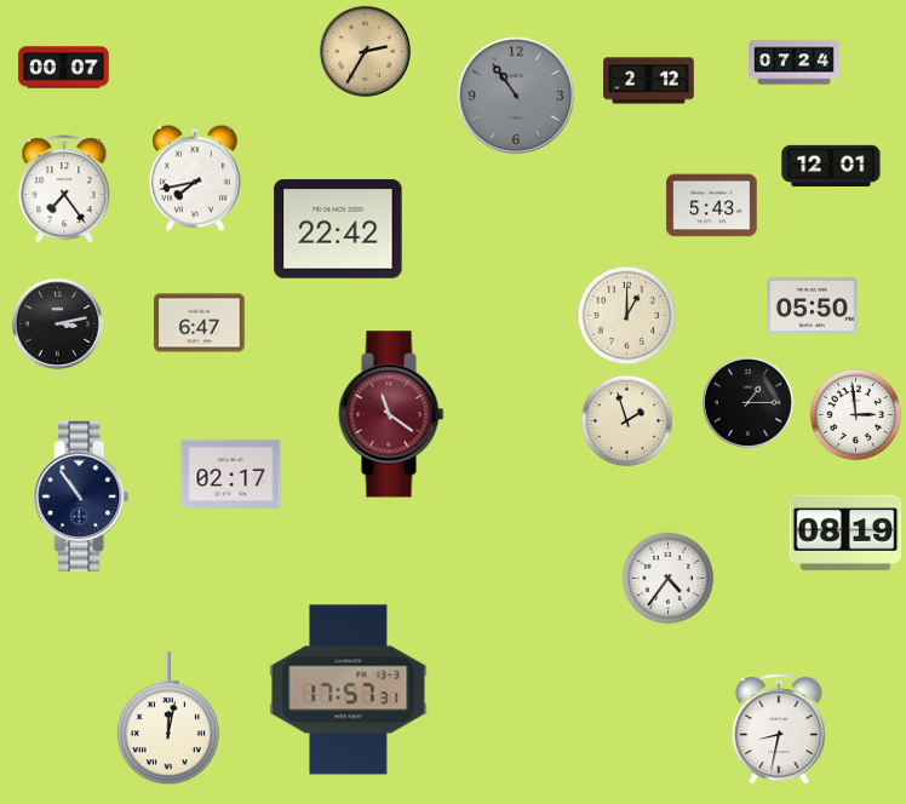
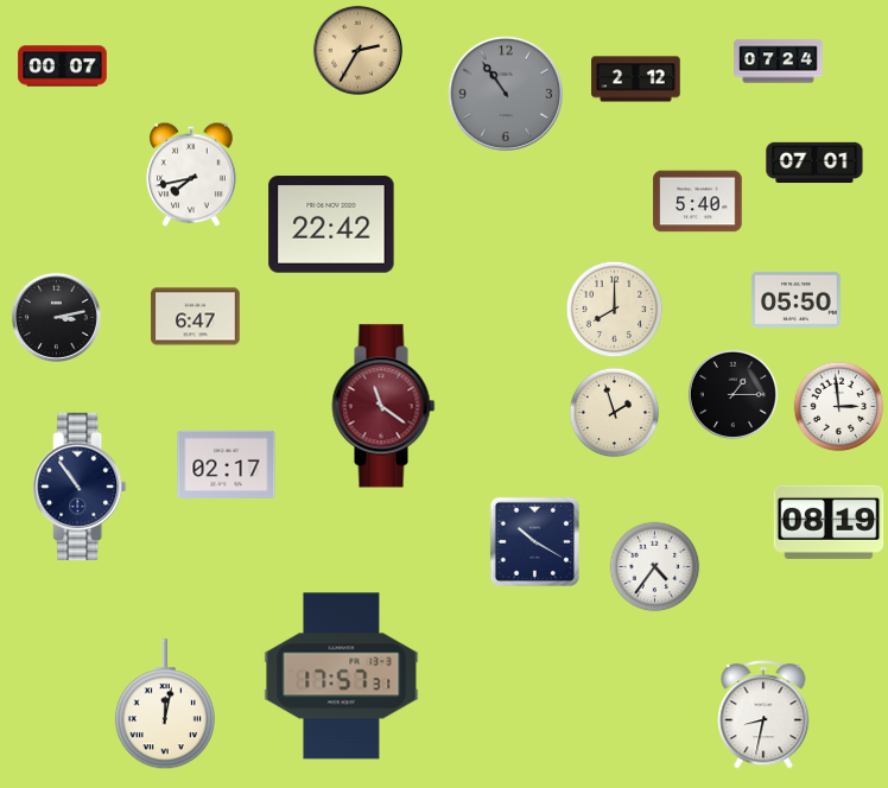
clock at (831, 166): 12:01 -> 07:01
clock at (64, 190): 7:24 -> none
clock at (712, 206): 5:43 -> 5:40
clock at (627, 316): 1:00 -> 8:00
clock at (534, 541): none -> 10:20
